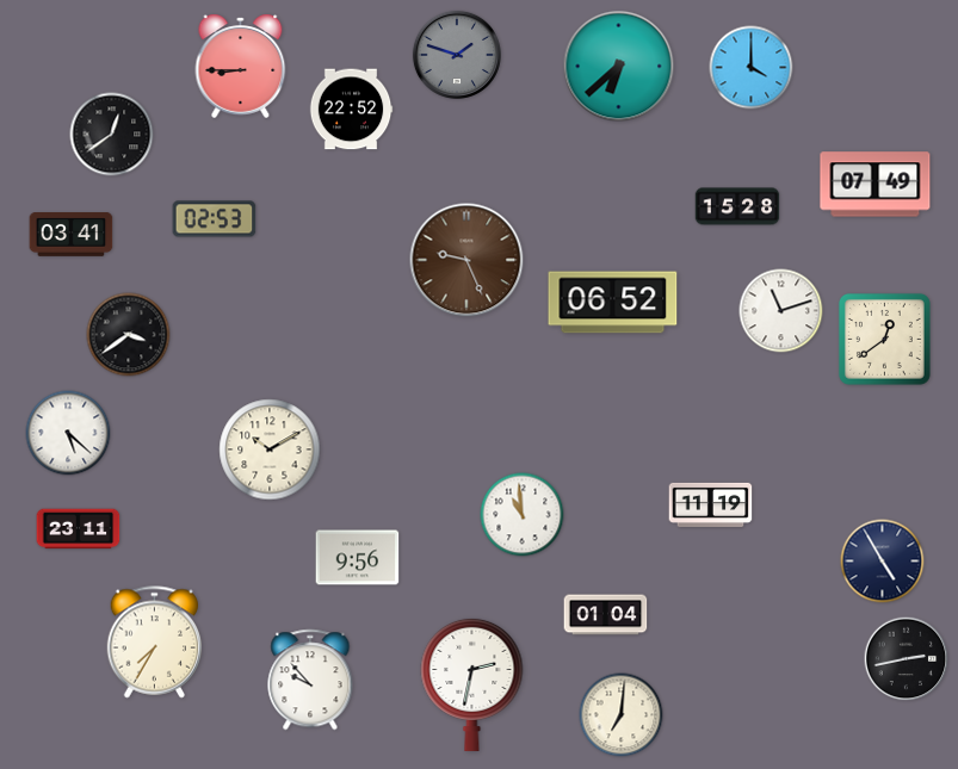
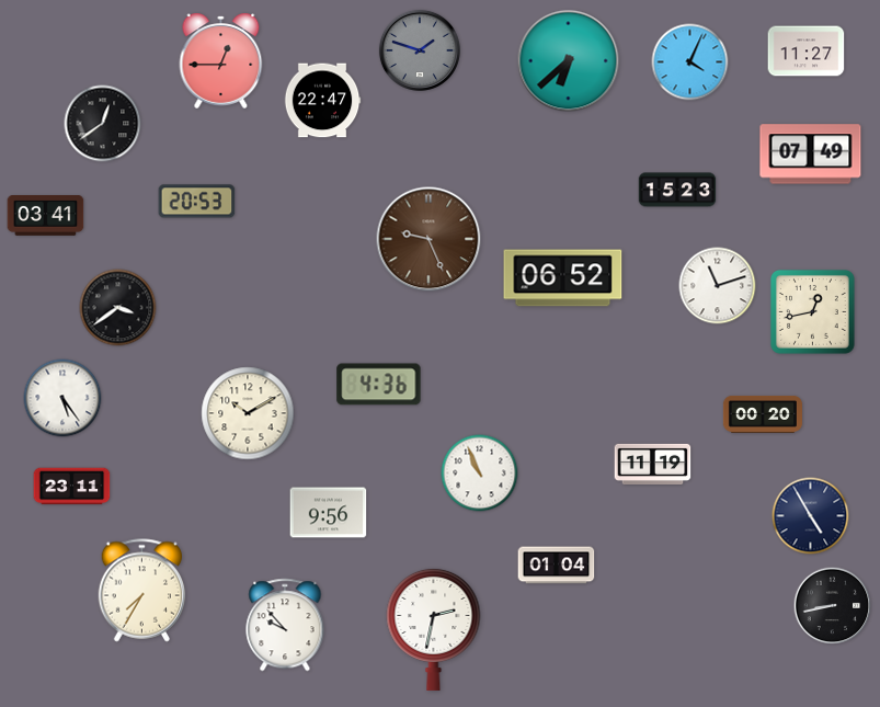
clock at (807, 52): none -> 11:27
clock at (241, 66): 8:45 -> 12:45
clock at (752, 68): 4:00 -> 4:04
clock at (351, 110): 22:52 -> 22:47
clock at (876, 185) position: (876, 185) -> (811, 155)
clock at (737, 206): 15:28 -> 15:23
clock at (215, 219): 02:53 -> 20:53
clock at (72, 235) position: (72, 235) -> (46, 216)
clock at (884, 339): 12:39 -> 12:43
clock at (379, 385): none -> 4:36
clock at (68, 433): 5:22 -> 5:24
clock at (763, 414): none -> 00:20
clock at (523, 515): 10:59 -> 10:56
clock at (907, 659): 2:43 -> 8:43
clock at (622, 715): 7:01 -> none
